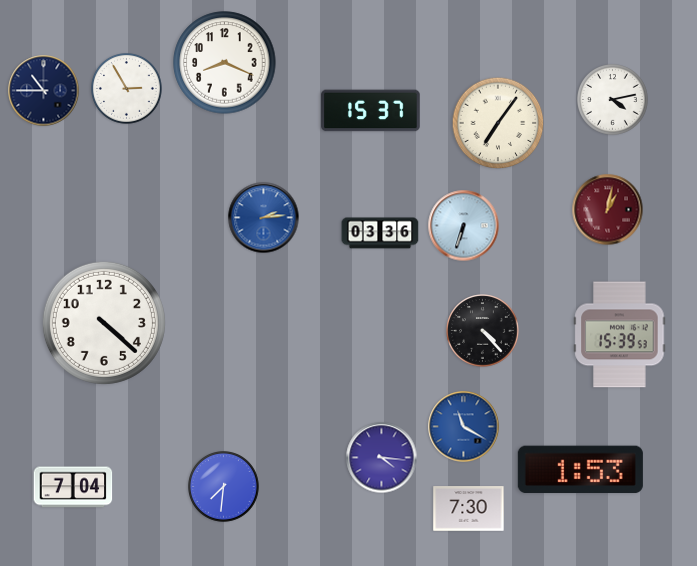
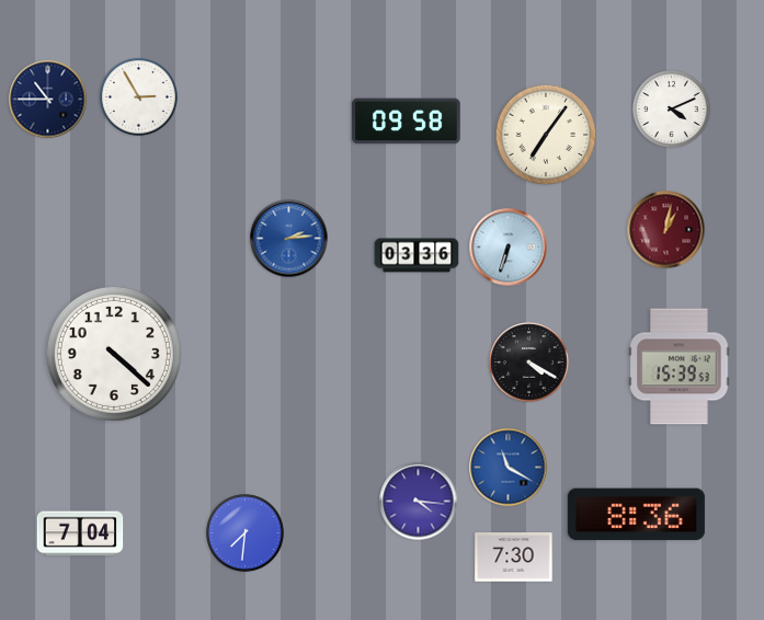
clock at (225, 63): 8:19 -> none
clock at (613, 100): 4:13 -> 4:11
clock at (371, 111): 15:37 -> 09:58
clock at (483, 331): 4:23 -> 4:20
clock at (580, 470): 1:53 -> 8:36
